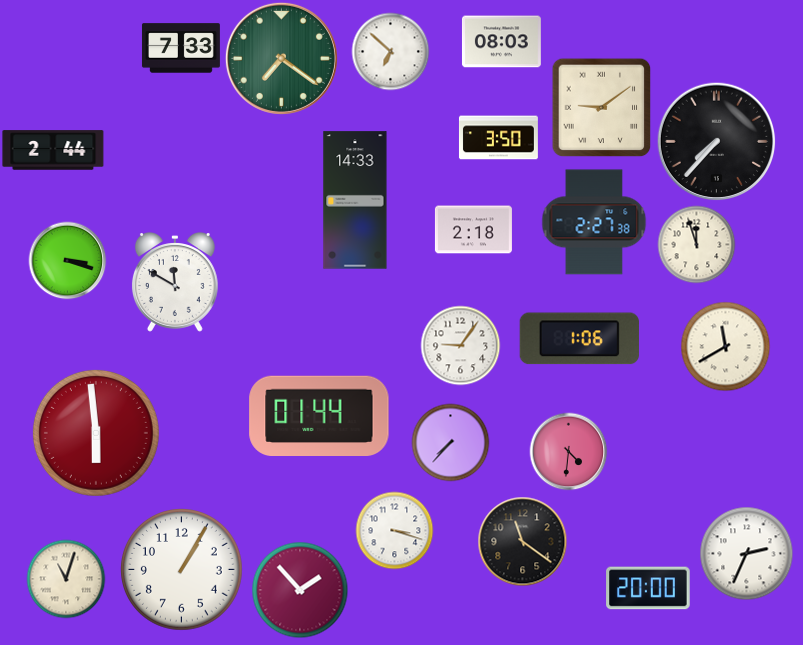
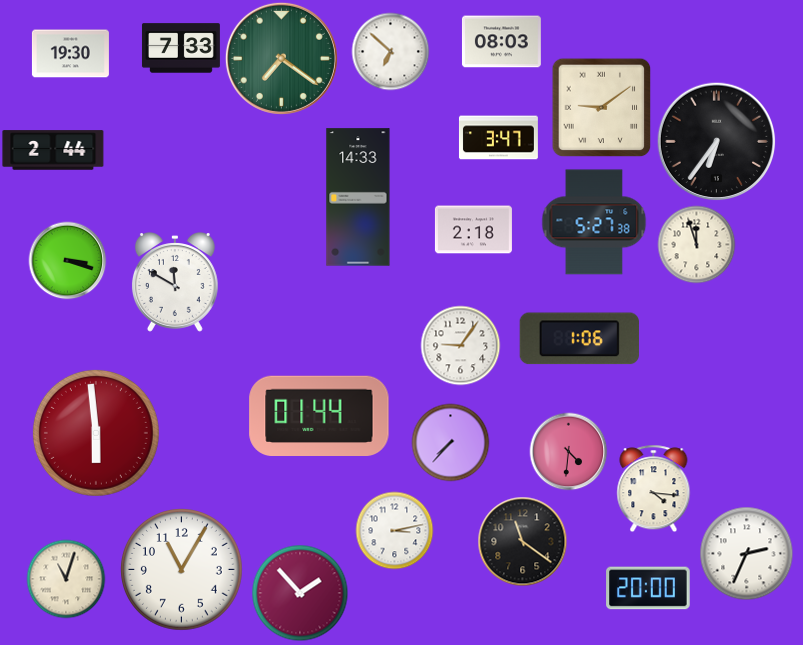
clock at (70, 54): none -> 19:30
clock at (499, 138): 3:50 -> 3:47
clock at (716, 141): 7:37 -> 6:36
clock at (355, 200) position: (355, 200) -> (358, 197)
clock at (594, 222): 2:27 -> 5:27
clock at (725, 346): 11:40 -> none
clock at (654, 488): none -> 4:16
clock at (394, 530): 3:18 -> 3:13
clock at (182, 570): 1:05 -> 11:05
clock at (300, 590) position: (300, 590) -> (300, 593)
